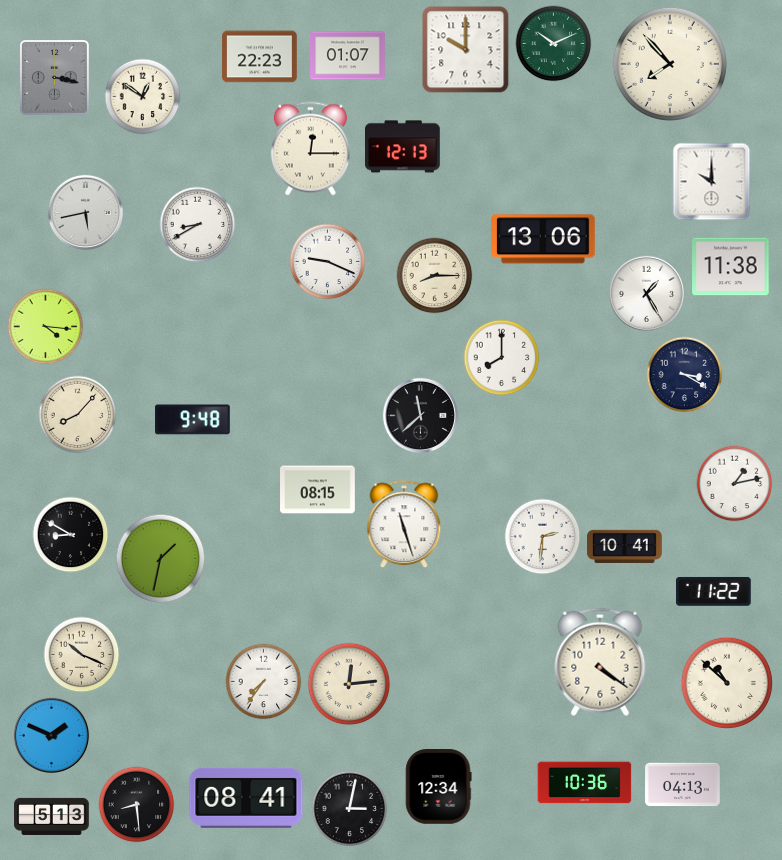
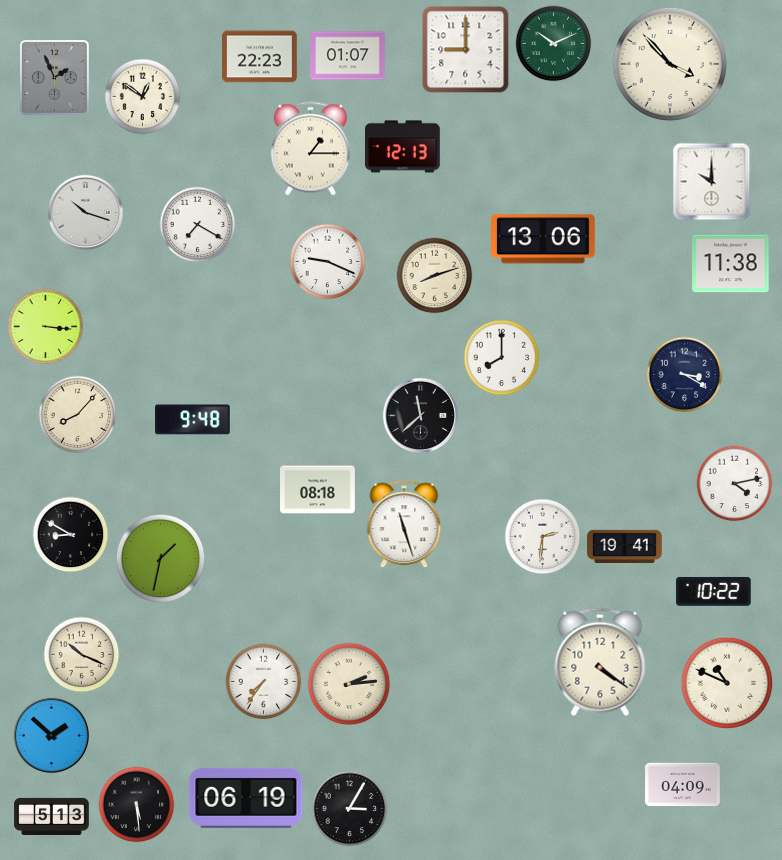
clock at (466, 50): 10:00 -> 9:00
clock at (670, 64): 7:53 -> 3:53
clock at (55, 78): 3:17 -> 1:56
clock at (310, 149): 12:15 -> 1:15
clock at (85, 212): 5:43 -> 10:18
clock at (198, 225): 8:40 -> 7:20
clock at (731, 267) position: (731, 267) -> (731, 264)
clock at (435, 276): 8:15 -> 8:12
clock at (646, 293): 1:25 -> none
clock at (46, 327): 4:16 -> 3:16
clock at (735, 484): 1:13 -> 4:13
clock at (318, 490): 08:15 -> 08:18
clock at (625, 546): 10:41 -> 19:41
clock at (714, 591): 11:22 -> 10:22
clock at (727, 683): 10:52 -> 10:49
clock at (349, 684): 12:14 -> 2:14
clock at (51, 735): 1:49 -> 1:52
clock at (585, 783): 10:36 -> none
clock at (683, 785): 04:13 -> 04:09
clock at (438, 787): 12:34 -> none
clock at (246, 798): 08:41 -> 06:19
clock at (137, 805): 8:29 -> 5:29
clock at (350, 809): 3:02 -> 3:05
